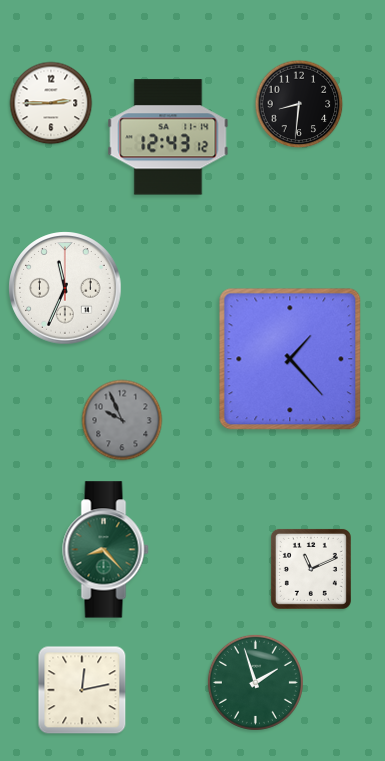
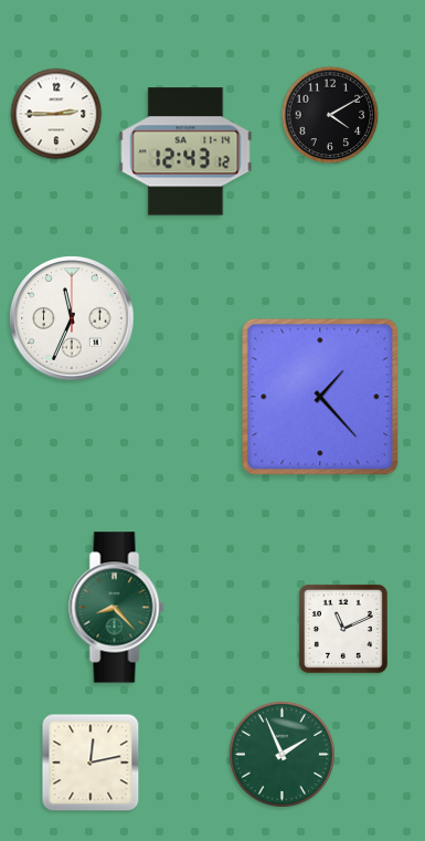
clock at (299, 104): 8:31 -> 4:10
clock at (122, 420): 9:56 -> none
clock at (255, 682): 1:57 -> 1:56
